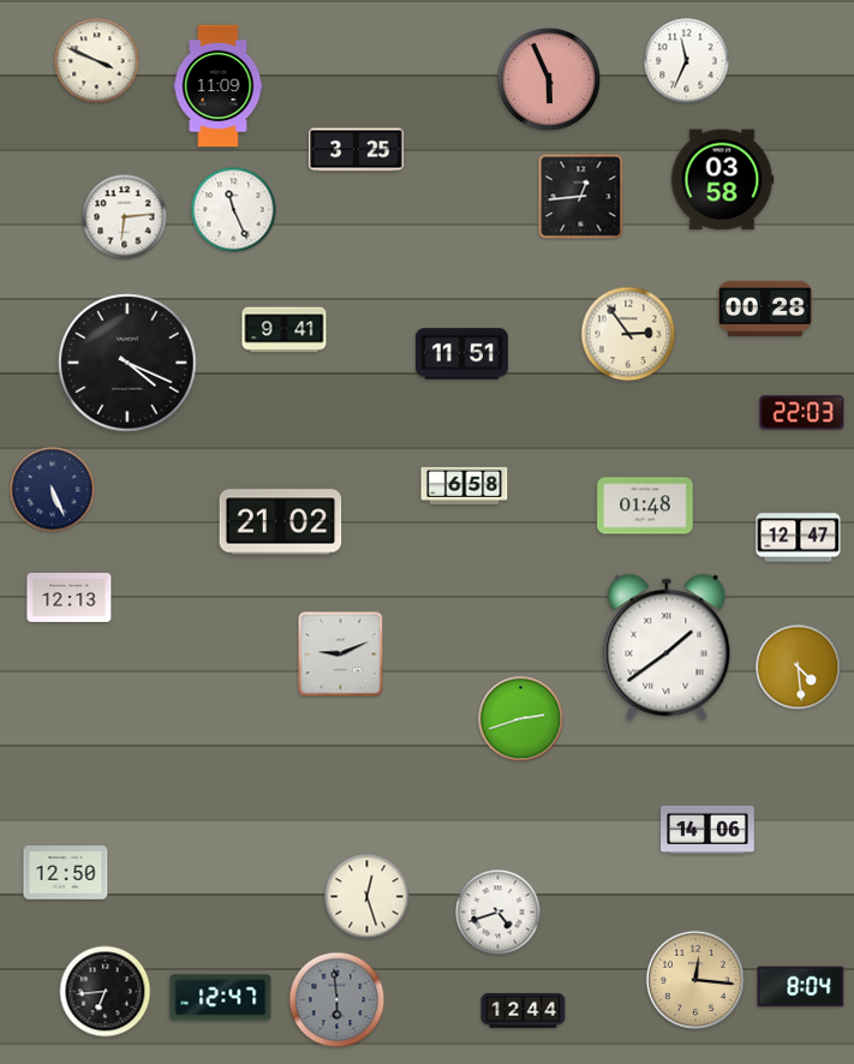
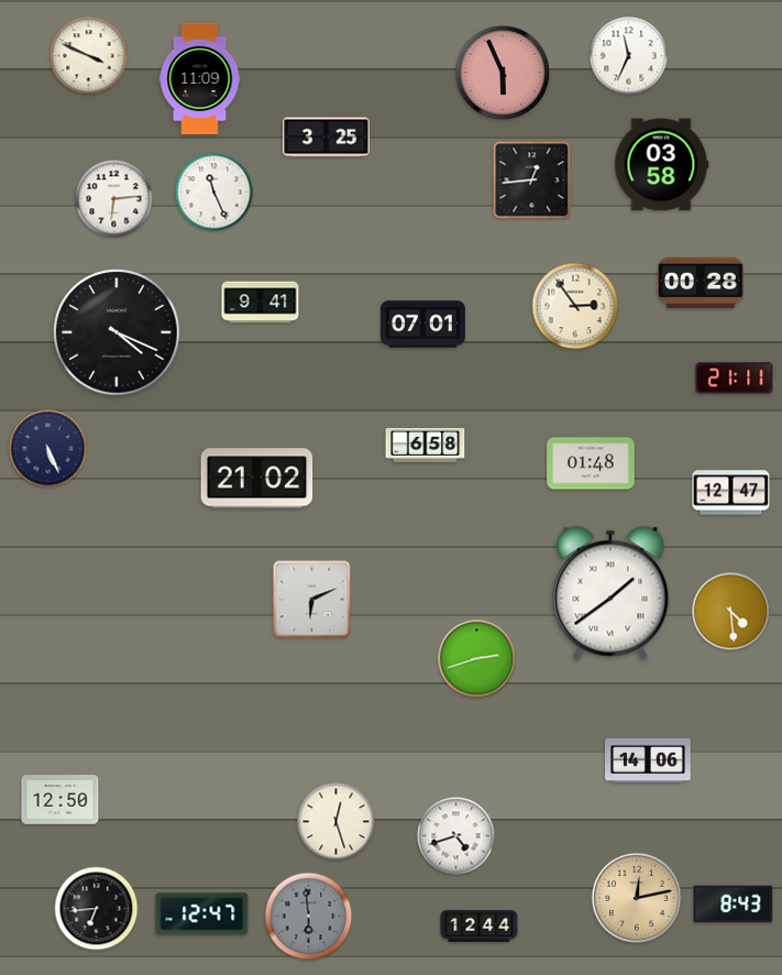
clock at (461, 354): 11:51 -> 07:01
clock at (802, 413): 22:03 -> 21:11
clock at (70, 598): 12:13 -> none
clock at (341, 654): 9:11 -> 6:11
clock at (694, 979): 12:16 -> 12:13
clock at (801, 987): 8:04 -> 8:43
